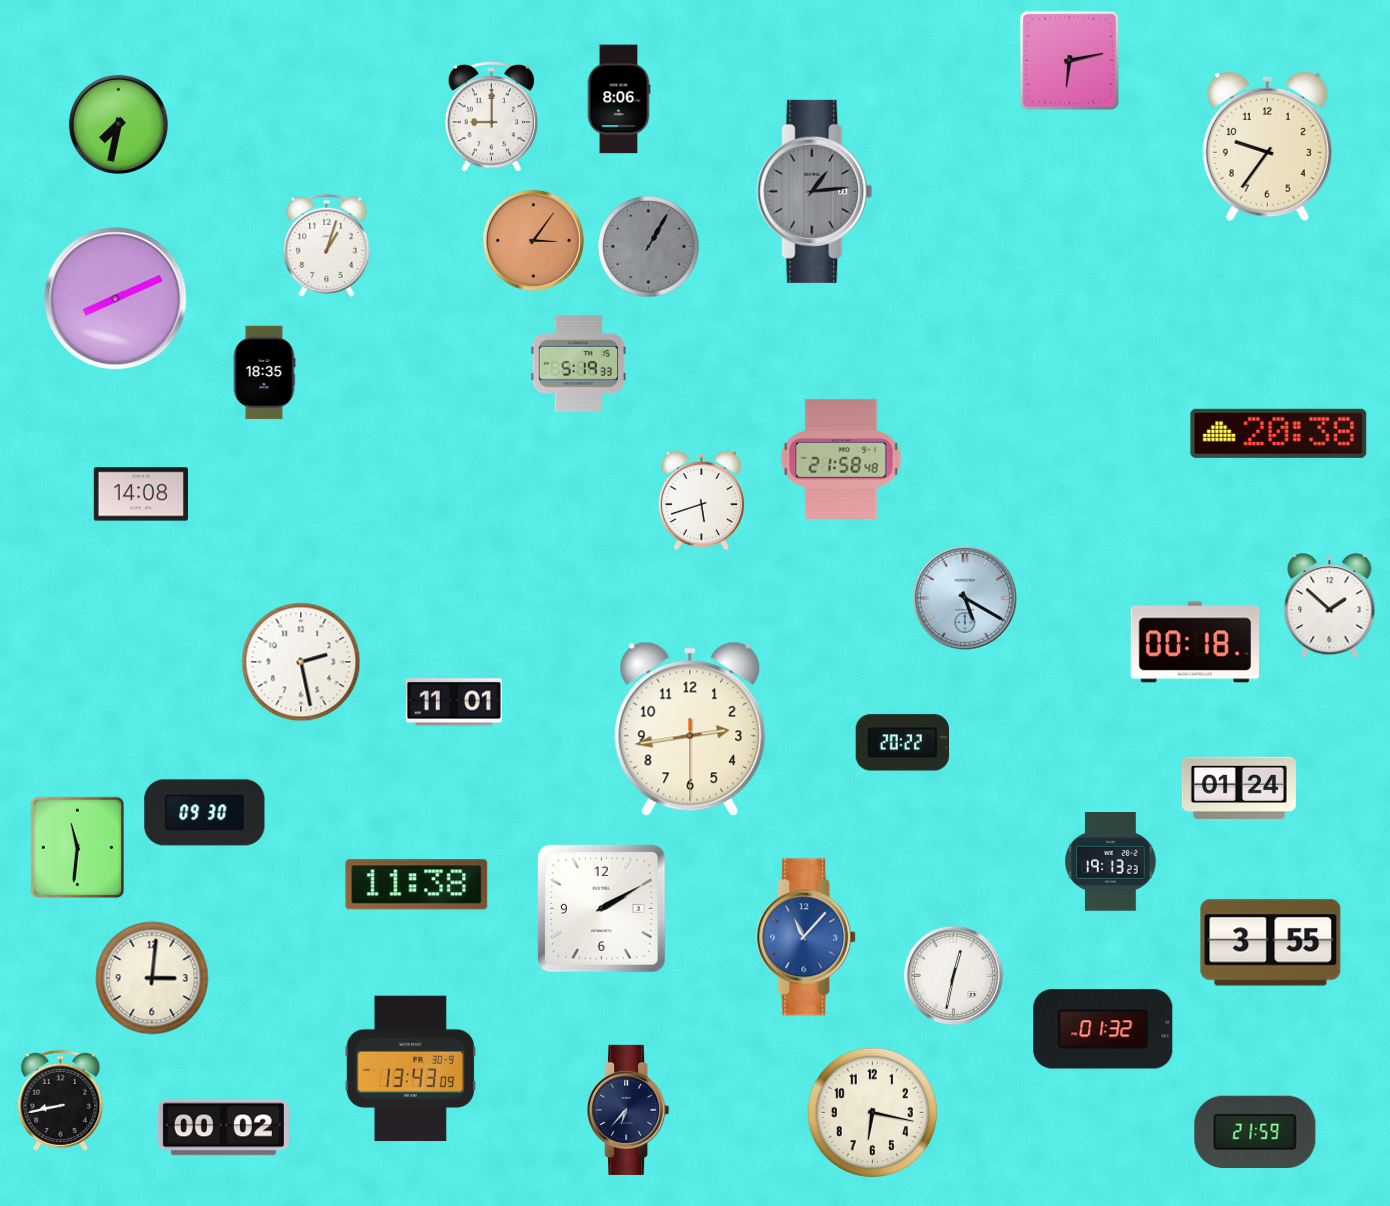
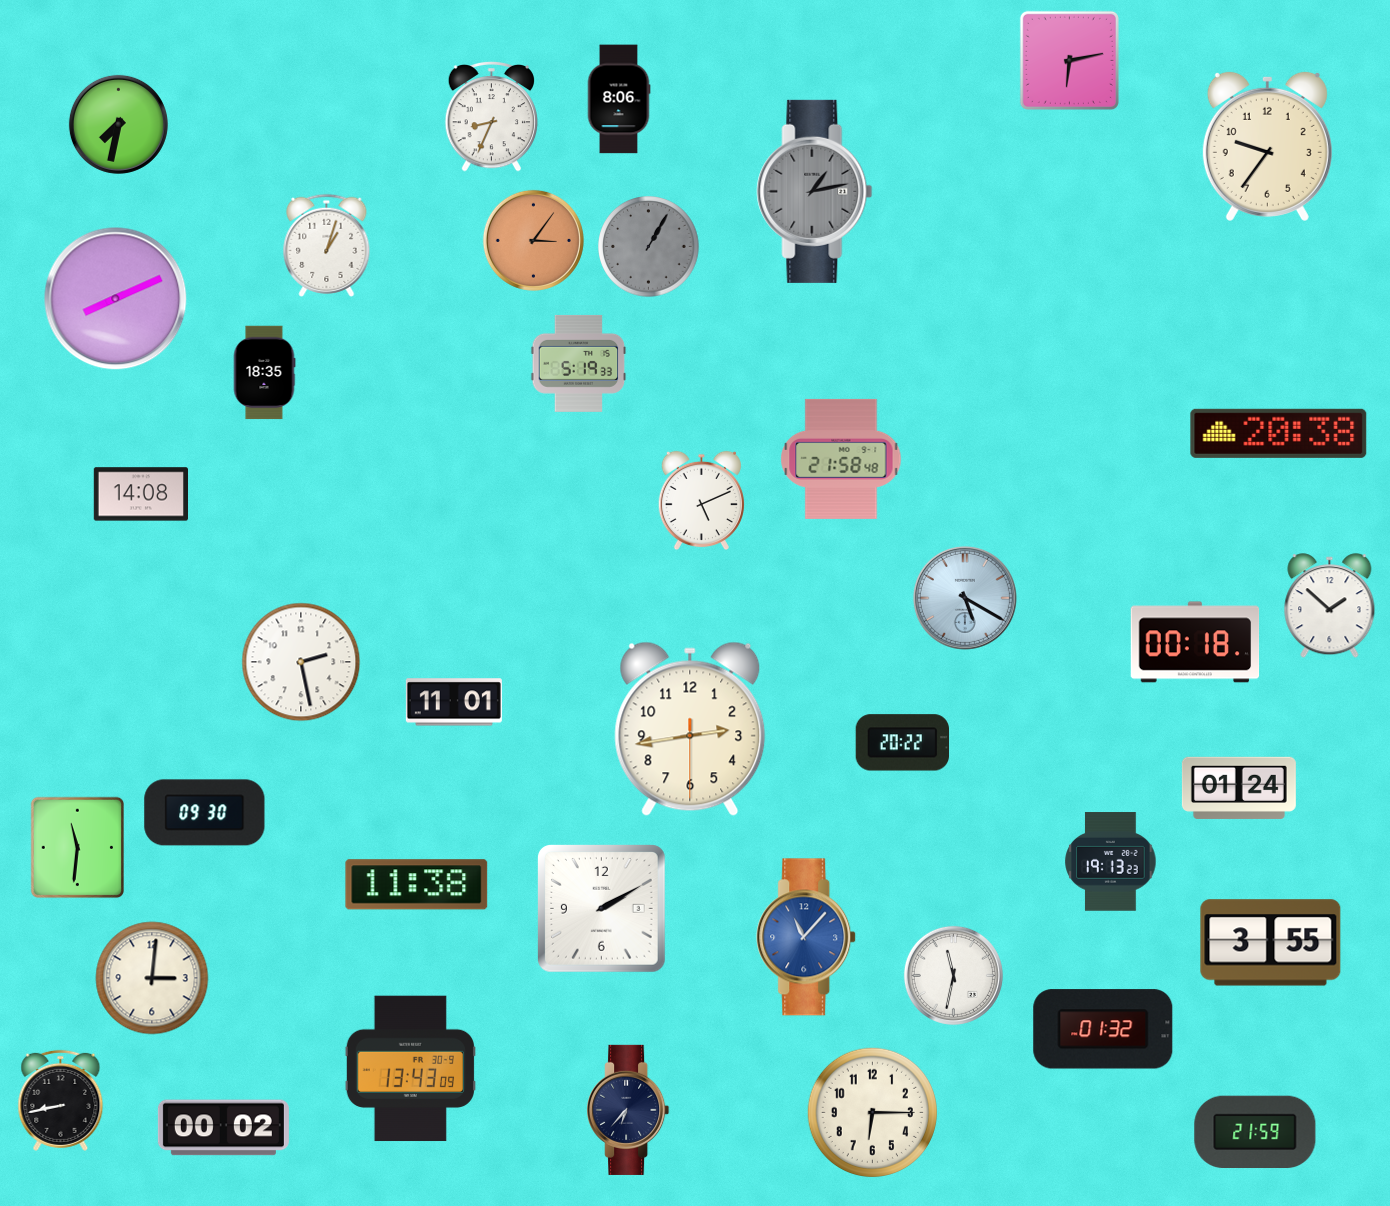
clock at (491, 116): 9:00 -> 8:34
clock at (815, 191): 1:14 -> 1:13
clock at (701, 501): 5:42 -> 5:11
clock at (953, 975): 12:32 -> 11:32
clock at (872, 1112): 6:17 -> 6:15
